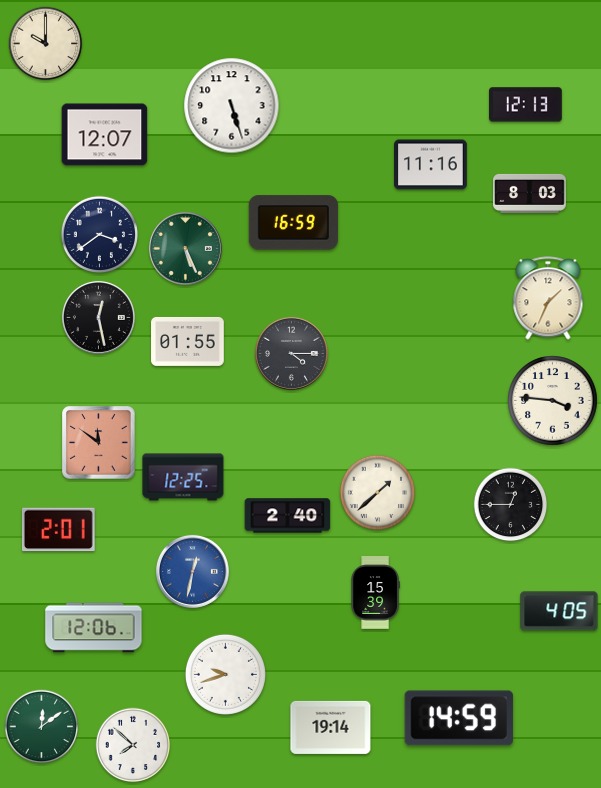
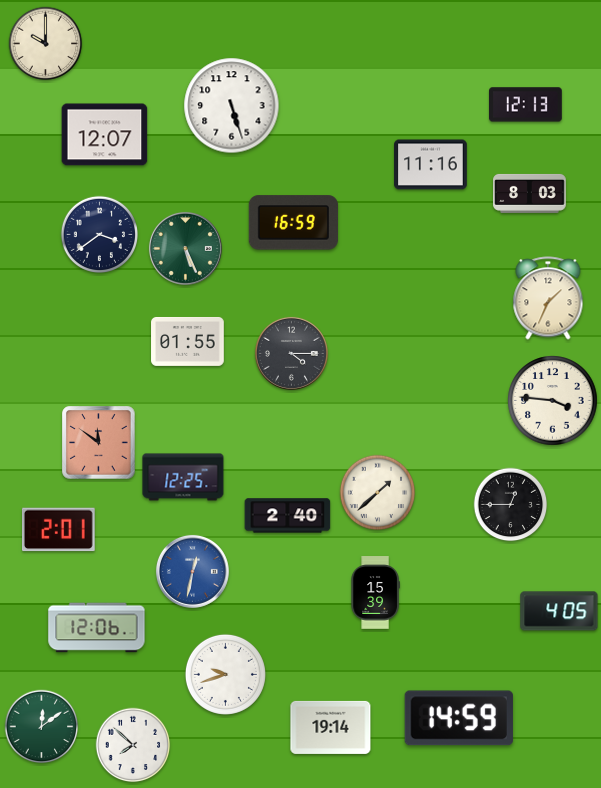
clock at (98, 317): 12:28 -> none
clock at (94, 628) position: (94, 628) -> (97, 628)
